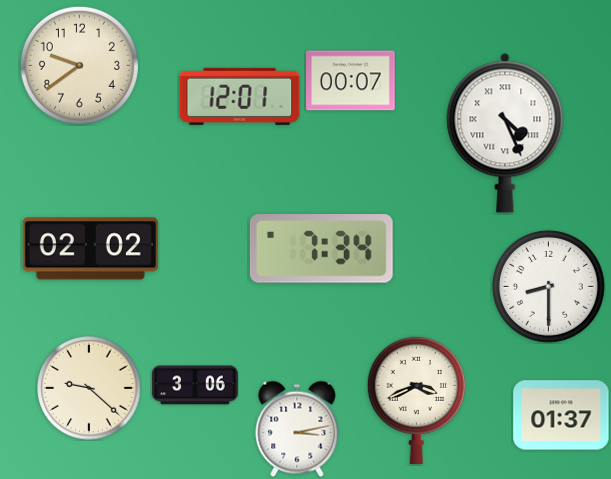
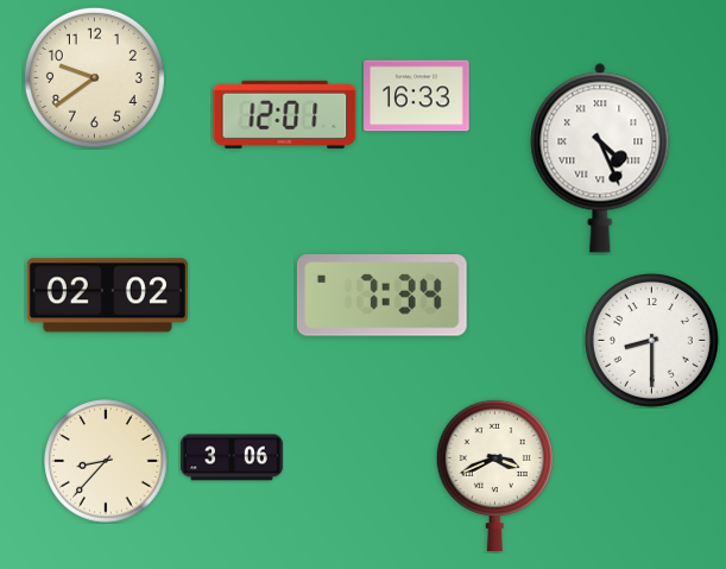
clock at (351, 81): 00:07 -> 16:33
clock at (89, 388): 9:22 -> 8:37
clock at (561, 415): 01:37 -> none
clock at (297, 429): 3:13 -> none
